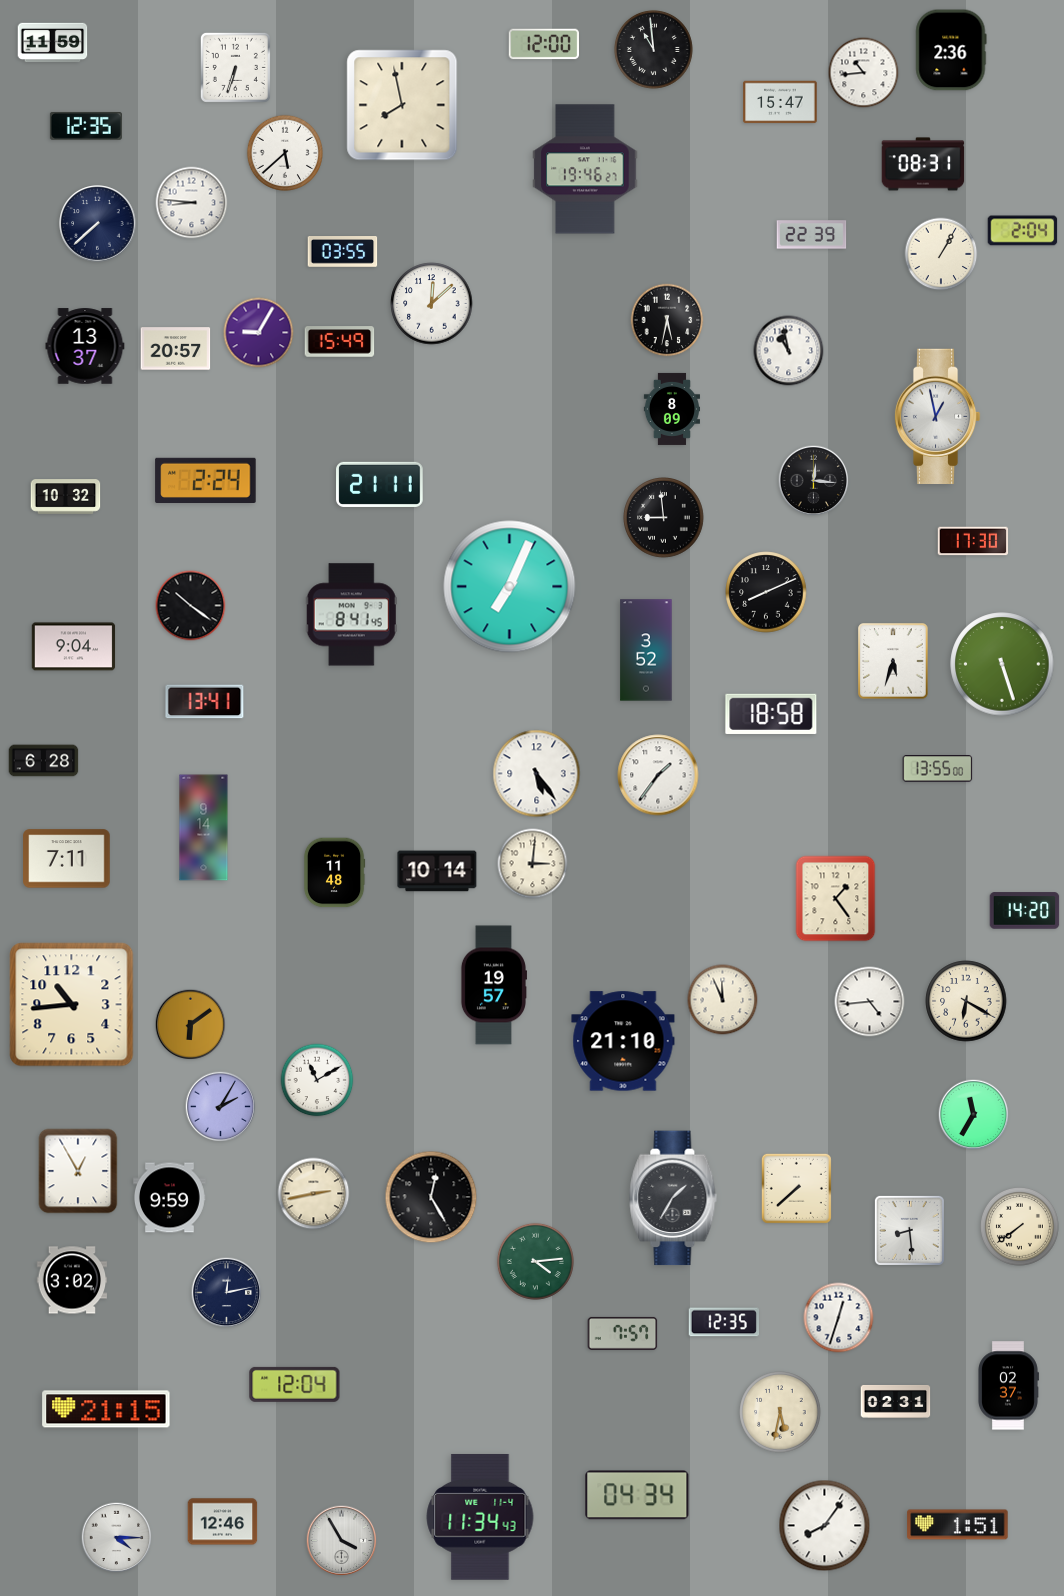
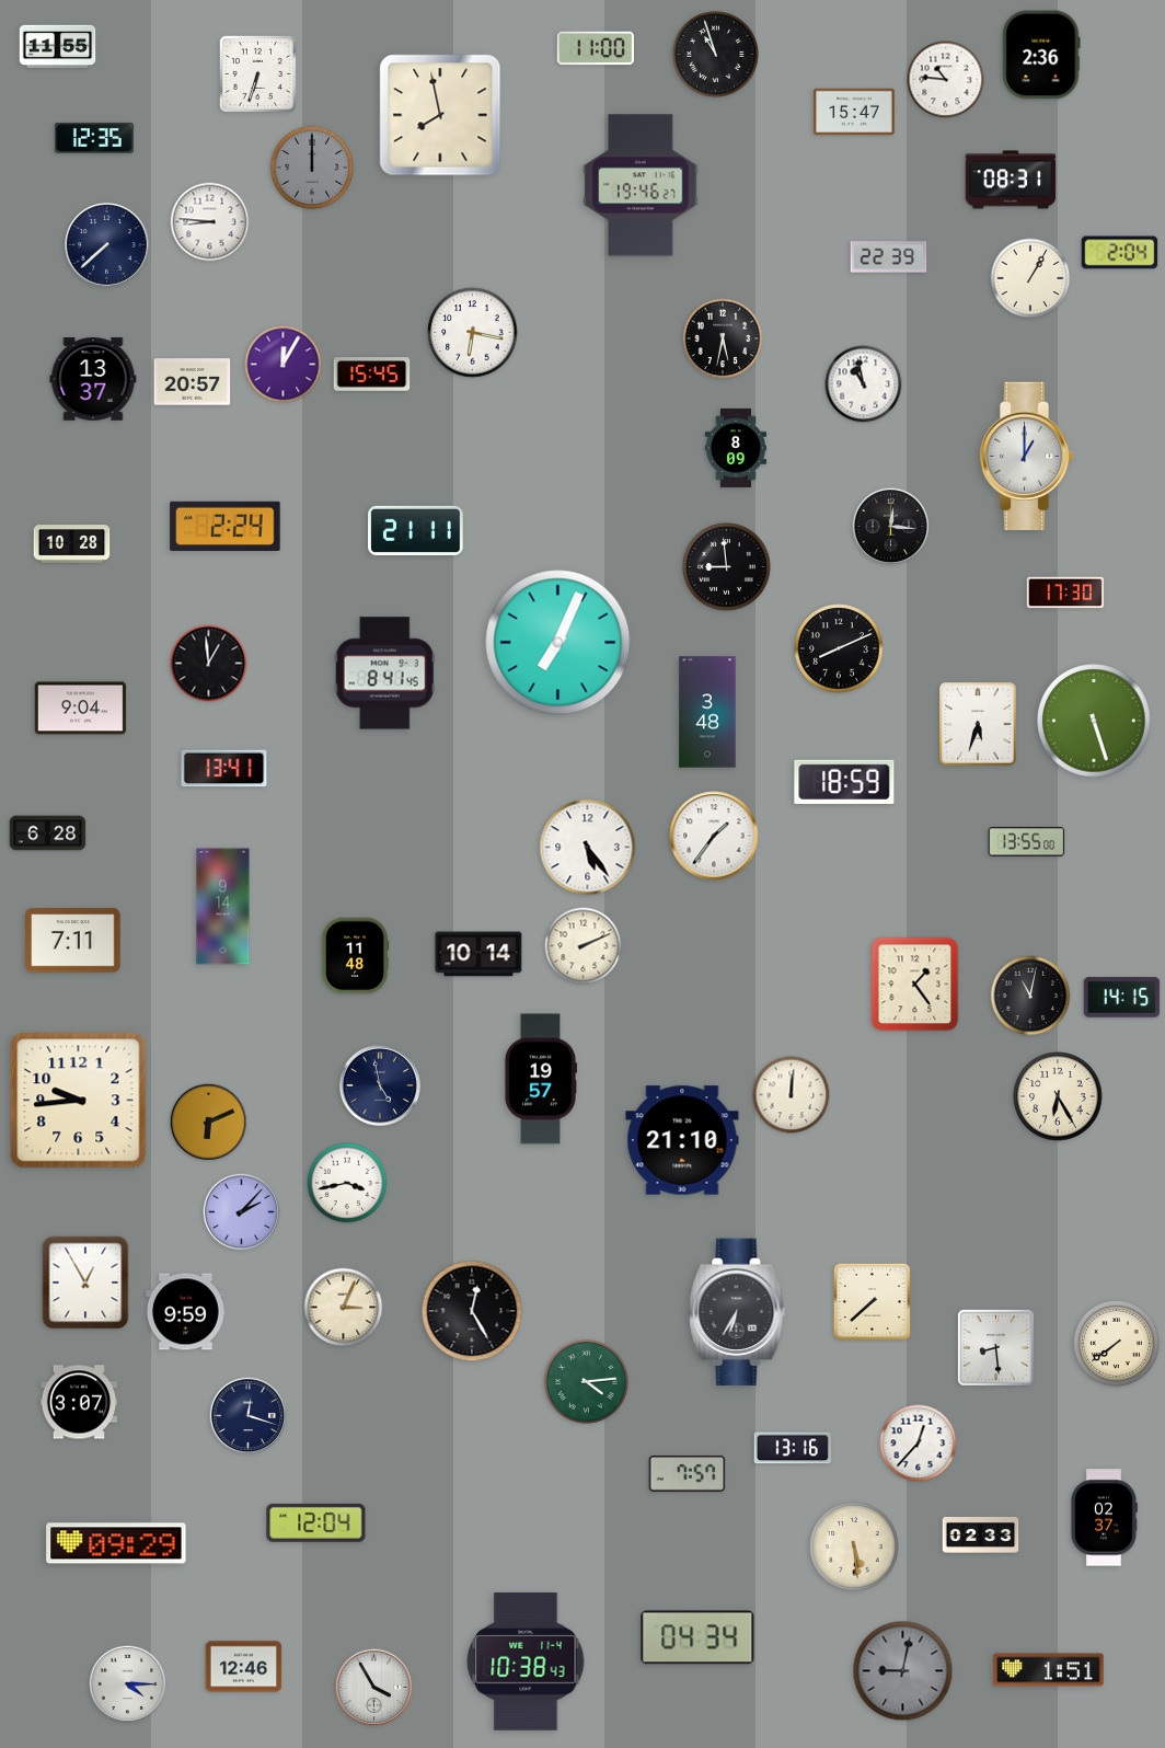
clock at (53, 43): 11:59 -> 11:55
clock at (543, 44): 12:00 -> 11:00
clock at (653, 49): 10:59 -> 10:57
clock at (864, 73): 10:44 -> 10:46
clock at (284, 152): 5:38 -> 12:00
clock at (284, 152) dial: white -> grey
clock at (343, 252): 03:55 -> none
clock at (432, 304): 12:08 -> 6:17
clock at (667, 320) position: (667, 320) -> (723, 338)
clock at (259, 333): 9:05 -> 12:05
clock at (340, 342): 15:49 -> 15:45
clock at (937, 416): 12:58 -> 1:00
clock at (66, 497): 10:32 -> 10:28
clock at (191, 606): 10:21 -> 12:59
clock at (646, 650): 3:52 -> 3:48
clock at (1002, 664) position: (1002, 664) -> (1094, 721)
clock at (771, 714): 18:58 -> 18:59
clock at (658, 775) position: (658, 775) -> (714, 836)
clock at (533, 864): 3:01 -> 2:11
clock at (334, 873) position: (334, 873) -> (355, 956)
clock at (1030, 996): none -> 11:02
clock at (1025, 911): 14:20 -> 14:15
clock at (380, 1085): none -> 4:58
clock at (723, 1000): 11:56 -> 12:01
clock at (966, 1001): 6:20 -> 6:25
clock at (870, 1002): 4:44 -> none
clock at (72, 1005): 10:44 -> 9:44
clock at (191, 1025): 6:09 -> 6:11
clock at (317, 1080): 11:10 -> 3:43
clock at (221, 1107): 2:05 -> 2:07
clock at (974, 1115): 11:35 -> none
clock at (314, 1194): 2:43 -> 3:04
clock at (673, 1198): 1:35 -> 6:35
clock at (72, 1280): 3:02 -> 3:07
clock at (227, 1293): 12:13 -> 12:18
clock at (839, 1318): 12:33 -> 12:37
clock at (723, 1322): 12:35 -> 13:16
clock at (623, 1333) position: (623, 1333) -> (688, 1473)
clock at (295, 1384) position: (295, 1384) -> (316, 1522)
clock at (896, 1401): 02:31 -> 02:33
clock at (106, 1409): 21:15 -> 09:29
clock at (780, 1412): 5:32 -> 5:29
clock at (480, 1517): 11:34 -> 10:38
clock at (825, 1526): 8:06 -> 9:02
clock at (825, 1526) dial: white -> grey
